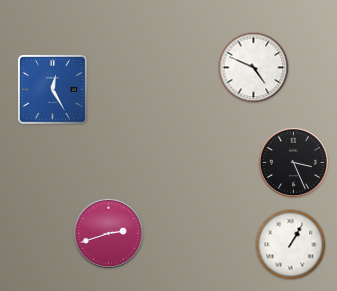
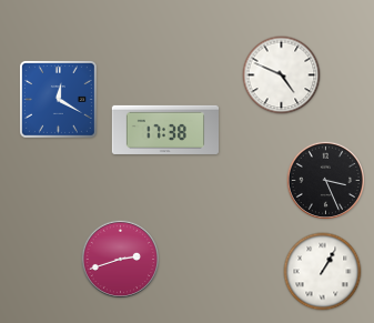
clock at (52, 89): 12:25 -> 12:20
clock at (164, 129): none -> 17:38
